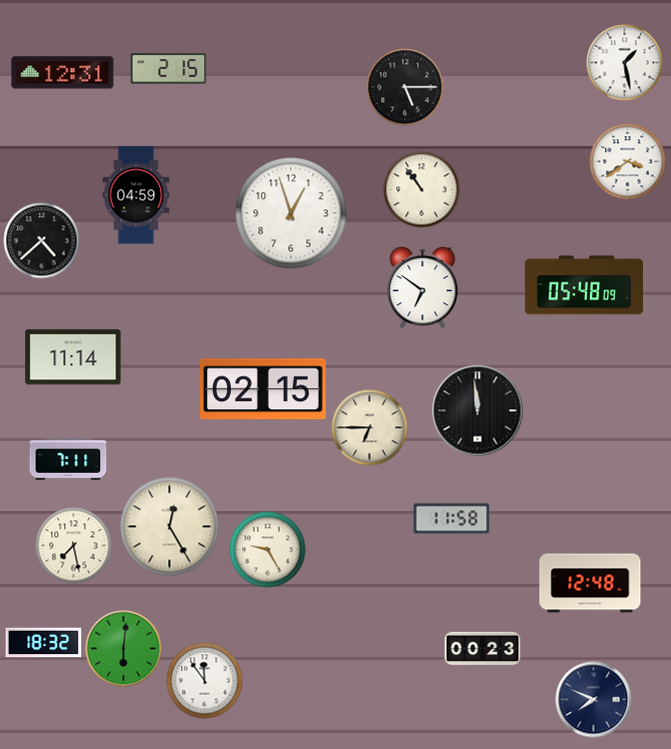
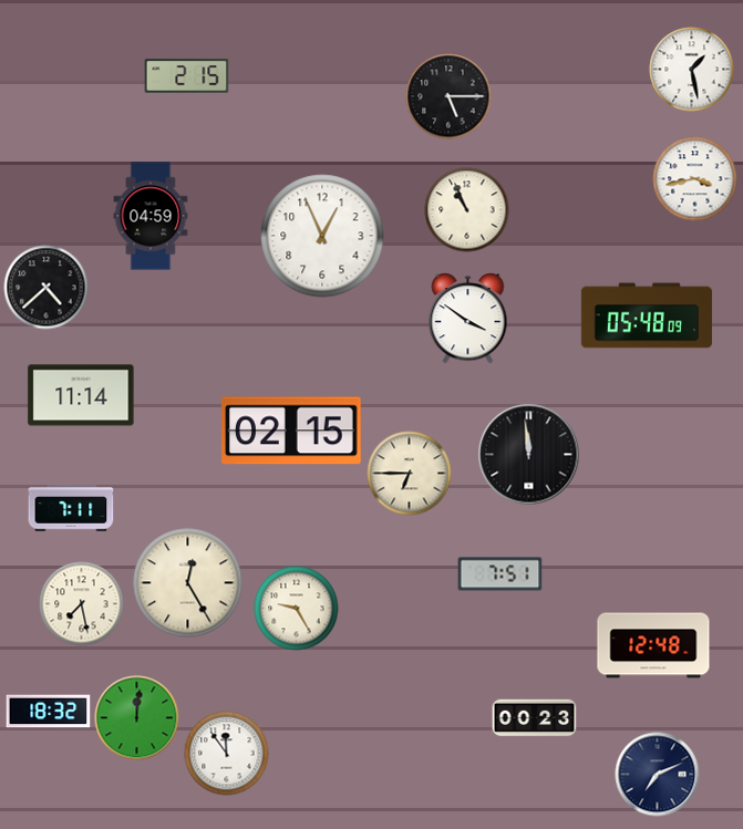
clock at (63, 73): 12:31 -> none
clock at (628, 162): 3:39 -> 3:43
clock at (422, 190): 10:54 -> 10:56
clock at (291, 213): 12:57 -> 12:56
clock at (42, 241) position: (42, 241) -> (47, 288)
clock at (423, 288): 6:51 -> 3:51
clock at (68, 459) position: (68, 459) -> (71, 508)
clock at (452, 519): 11:58 -> 7:51
clock at (124, 649): 6:01 -> 12:01
clock at (594, 700): 7:49 -> 7:11
